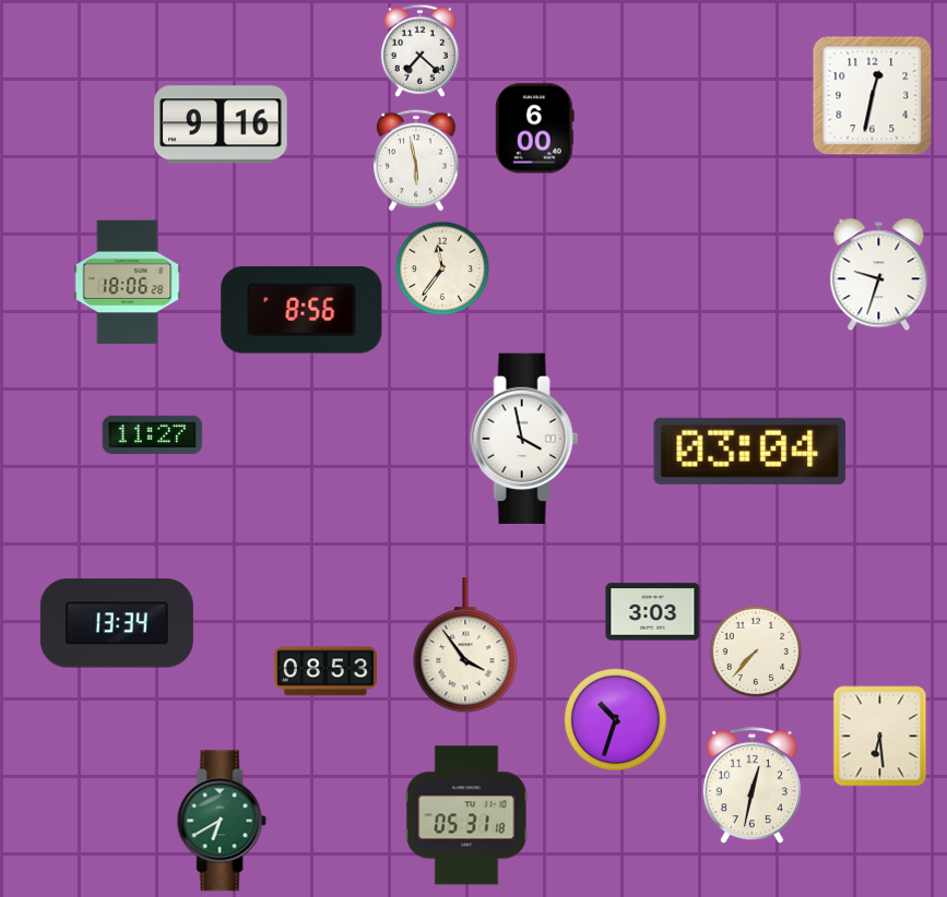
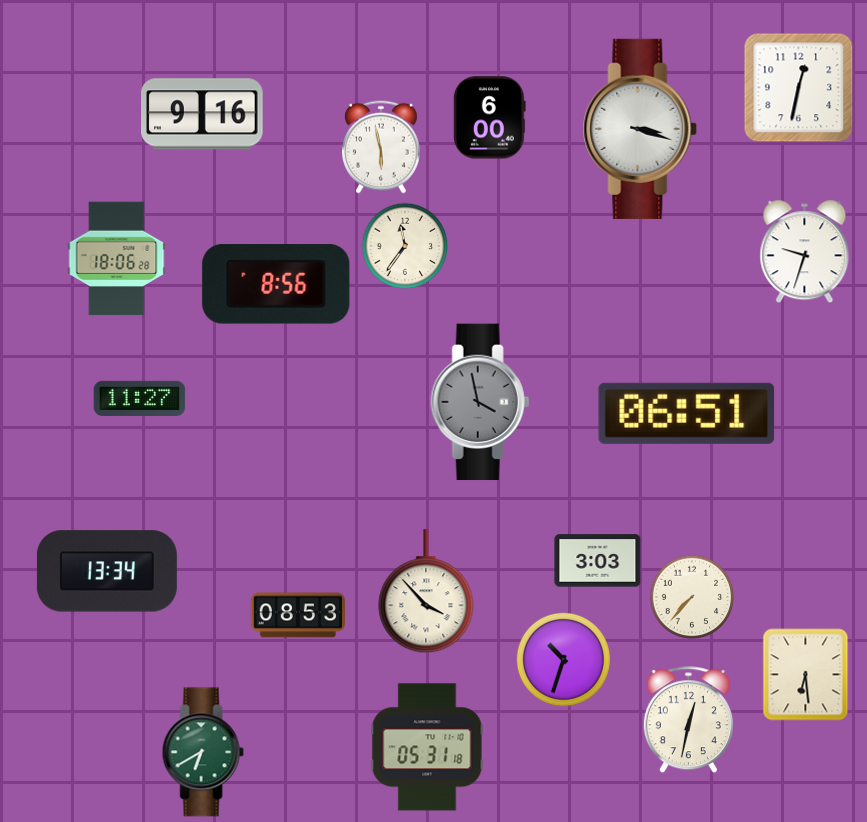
clock at (419, 50): 7:22 -> none
clock at (640, 129): none -> 3:18
clock at (524, 439) dial: white -> grey
clock at (750, 451): 03:04 -> 06:51
clock at (465, 646): 3:54 -> 3:53
